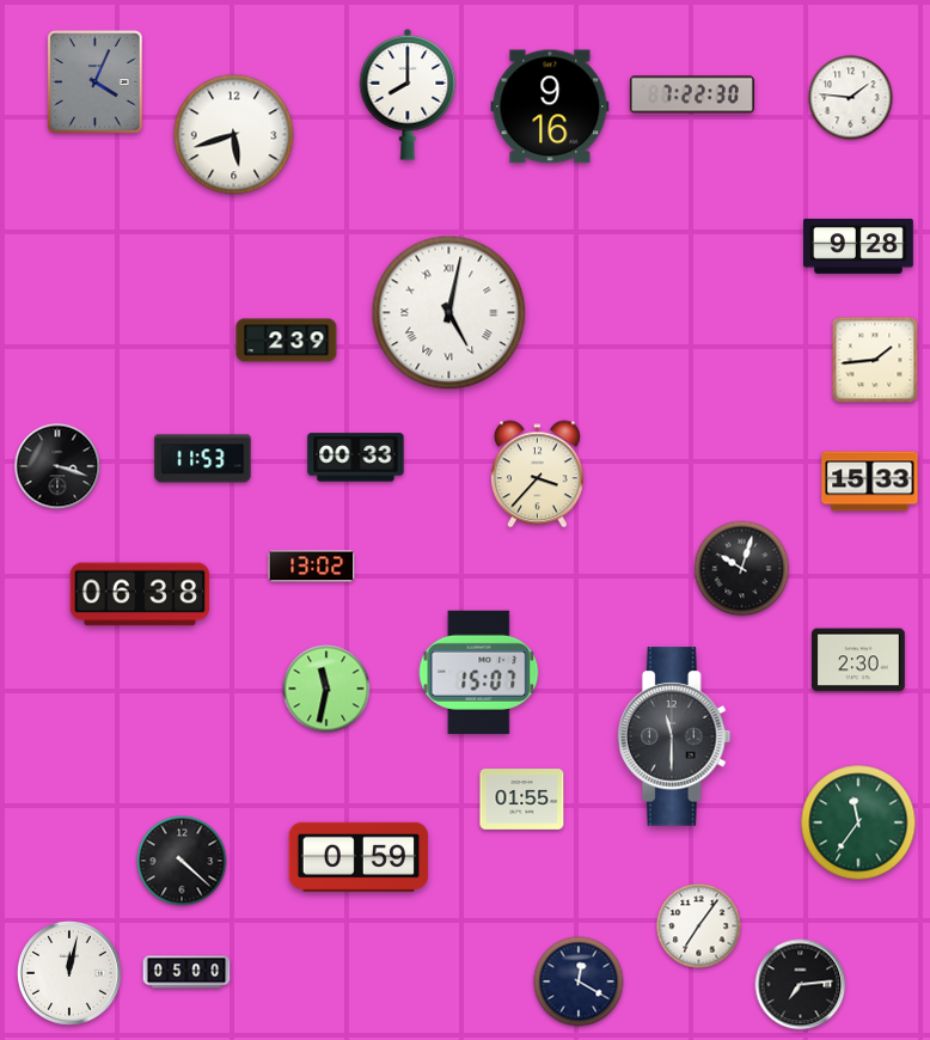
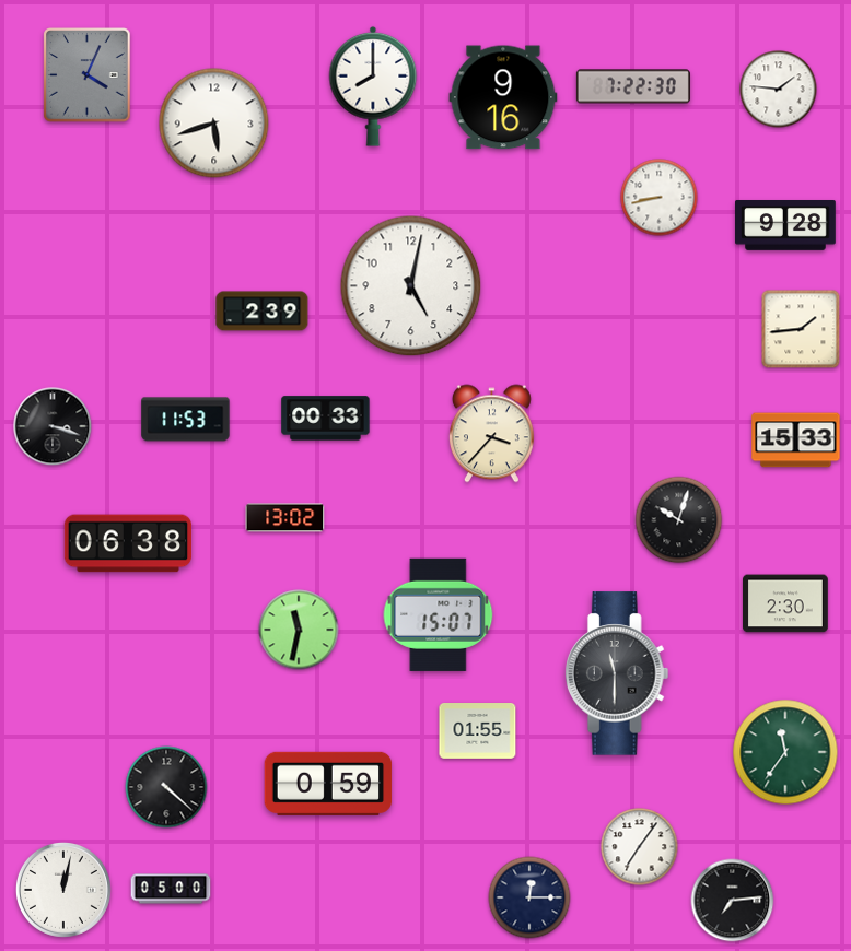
clock at (660, 198): none -> 8:43
clock at (449, 313) numerals: Roman -> Arabic
clock at (579, 981): 12:20 -> 12:15
